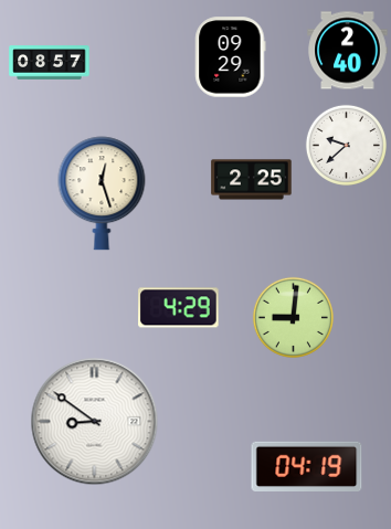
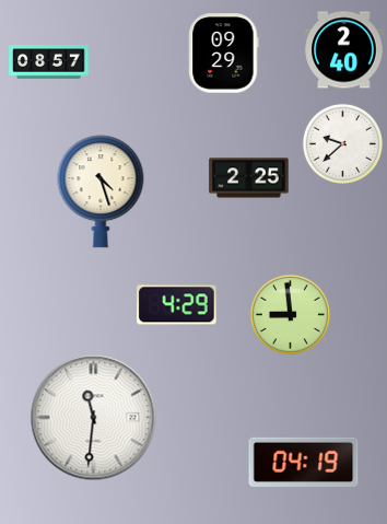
clock at (231, 57) position: (231, 57) -> (224, 54)
clock at (102, 193): 12:27 -> 4:27
clock at (293, 317): 9:01 -> 8:59
clock at (95, 422): 8:51 -> 11:31
